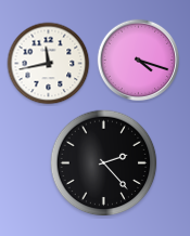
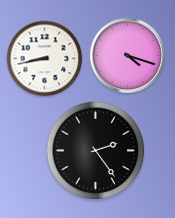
clock at (49, 64): 11:43 -> 8:43
clock at (104, 163): 2:23 -> 2:24
